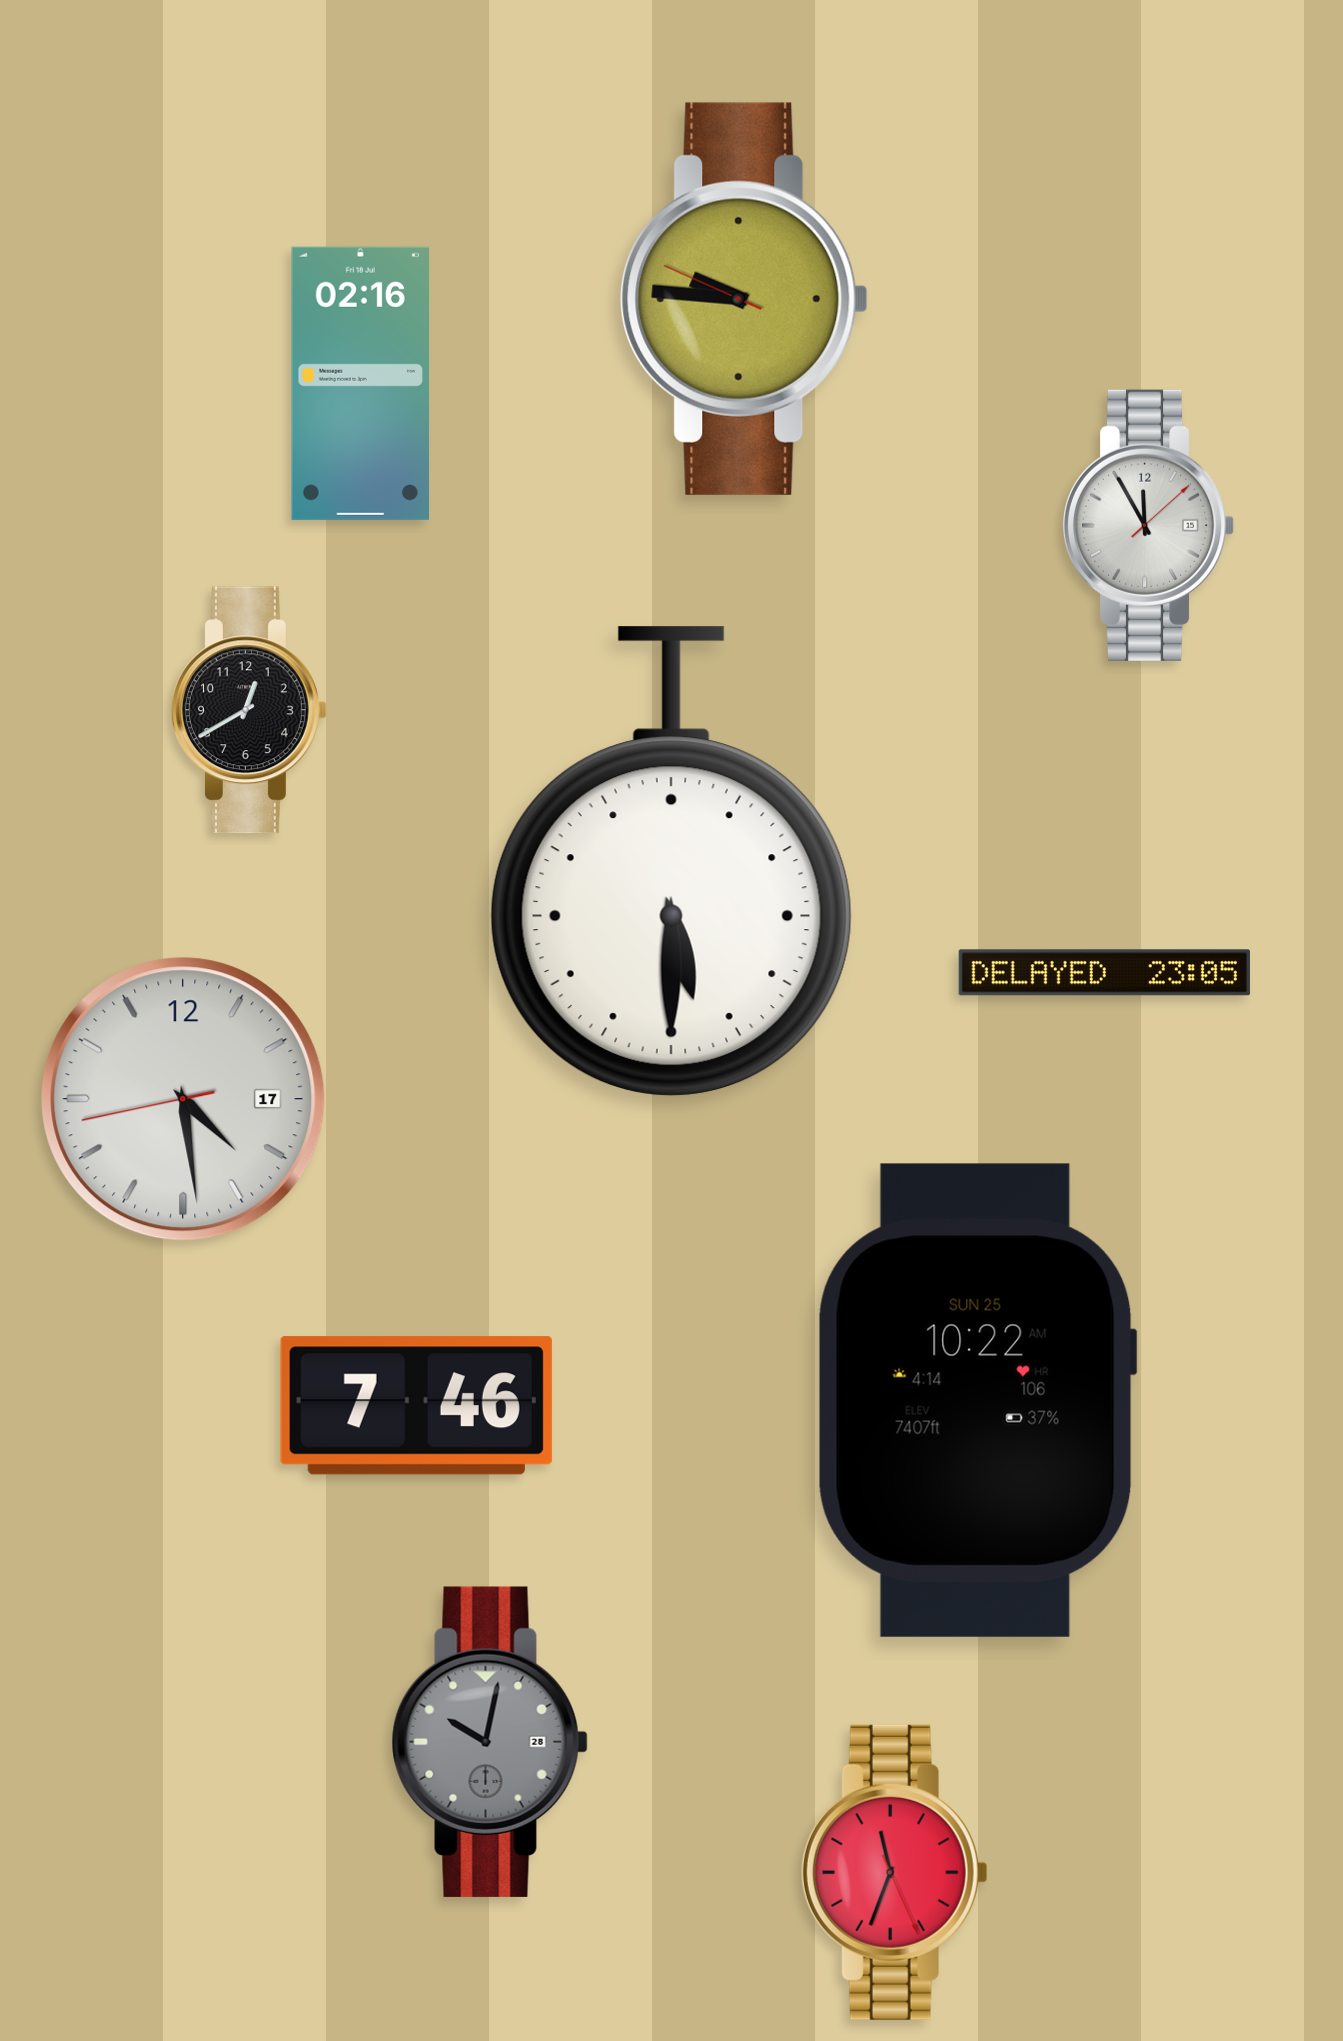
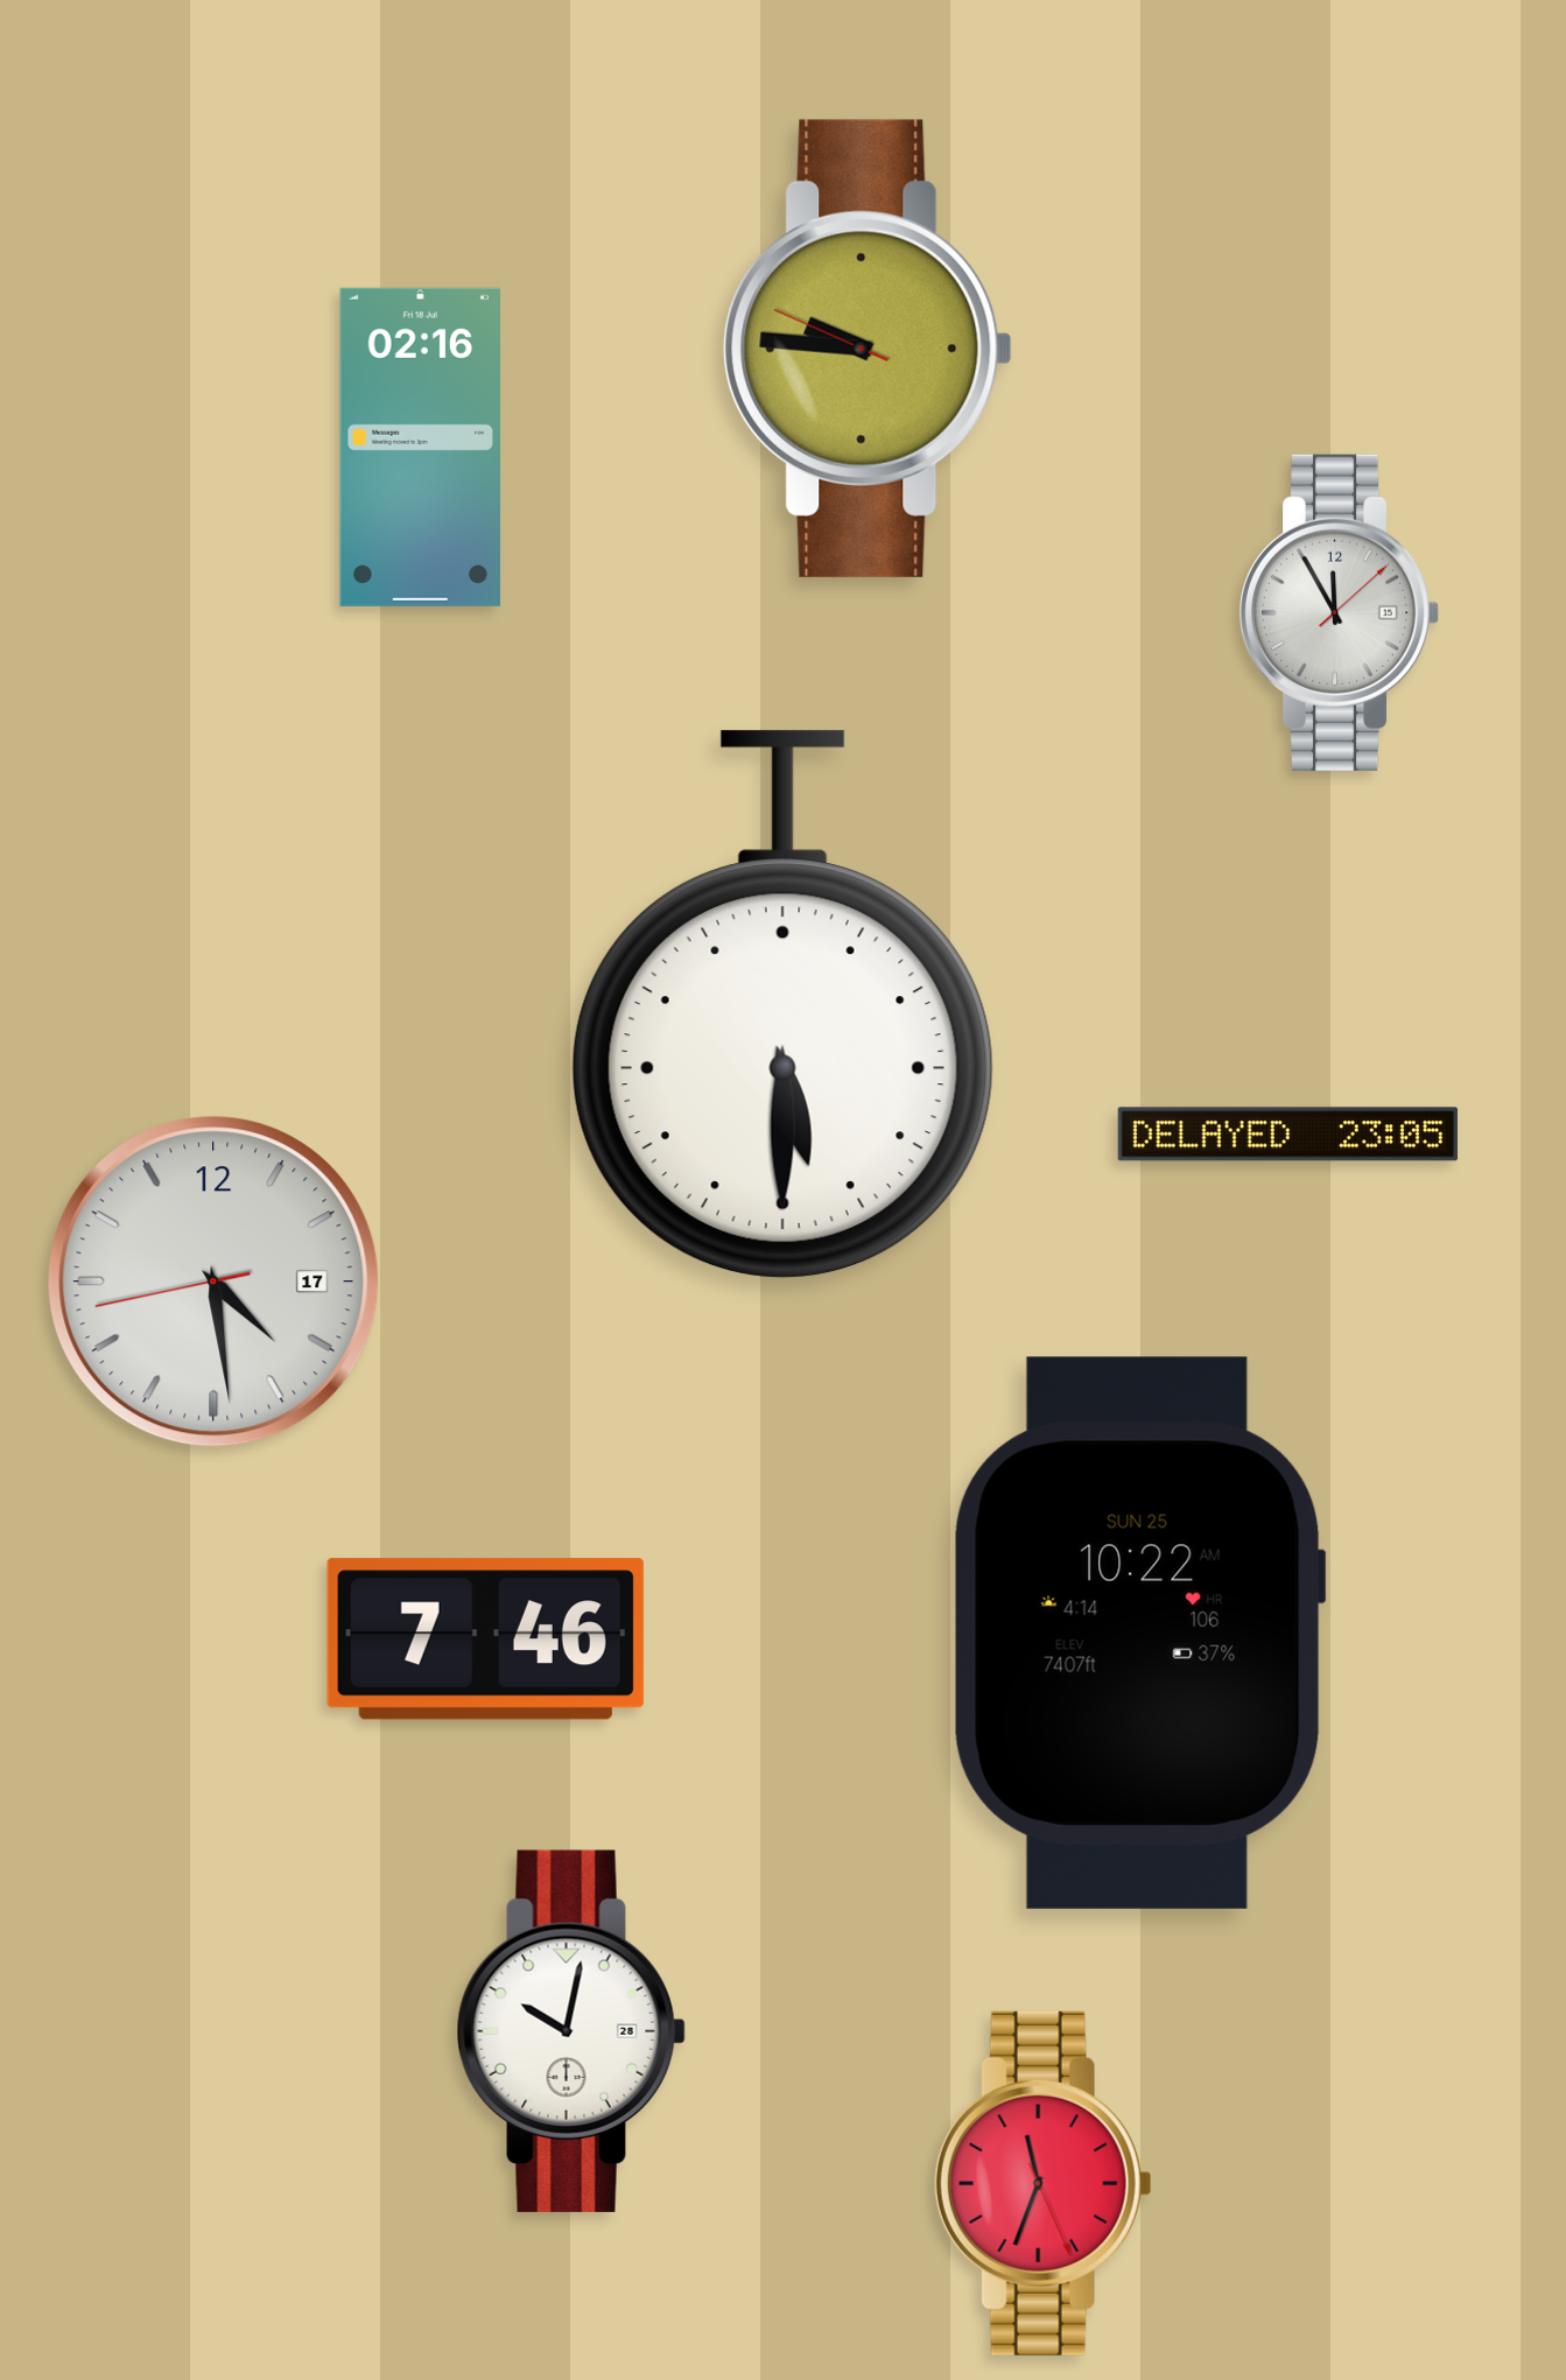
clock at (250, 710): 12:40 -> none
clock at (490, 1742) dial: grey -> white
